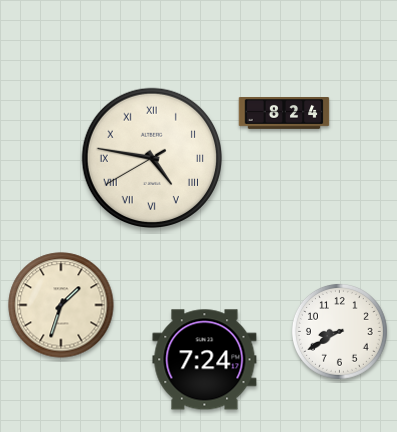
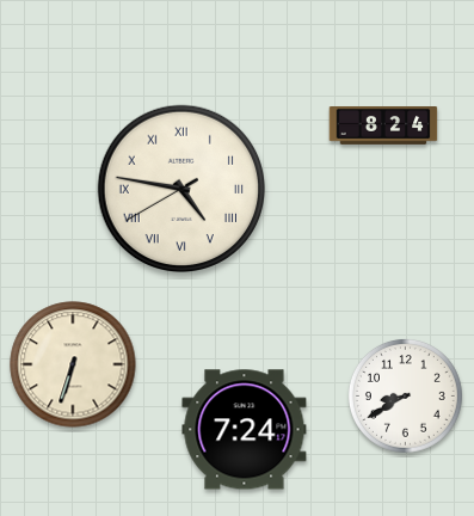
clock at (284, 114) position: (284, 114) -> (383, 127)
clock at (61, 305): 1:33 -> 6:33
